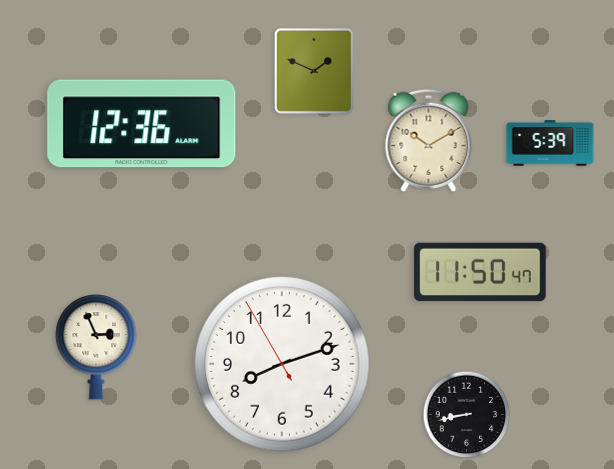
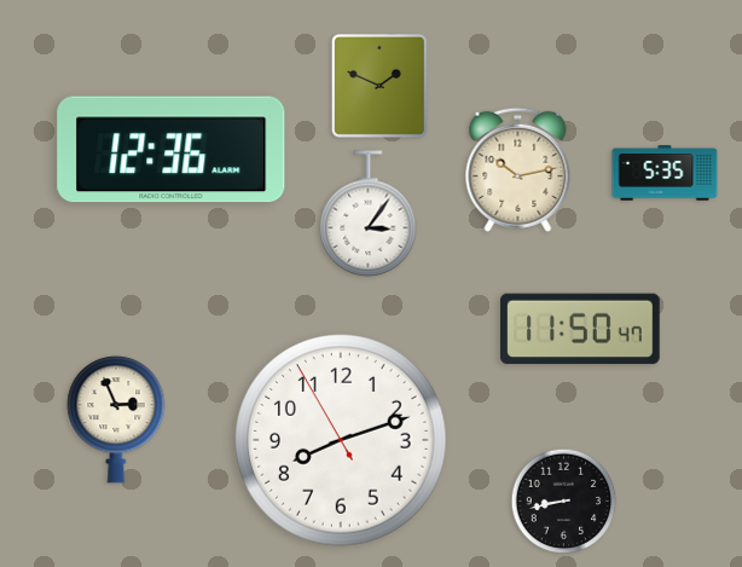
clock at (429, 140): 10:10 -> 10:13
clock at (550, 143): 5:39 -> 5:35
clock at (369, 214): none -> 3:06
